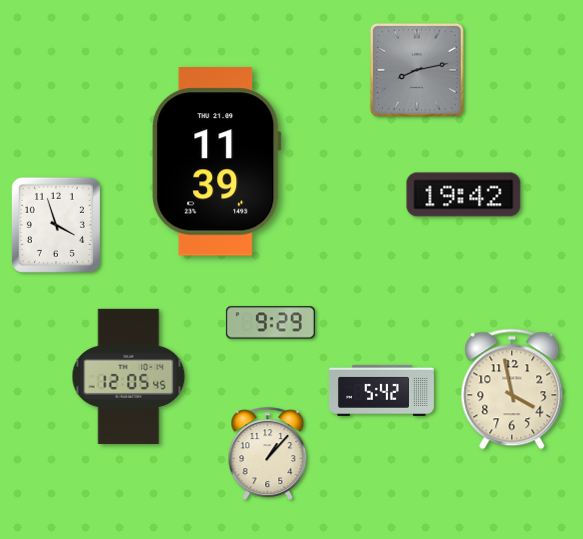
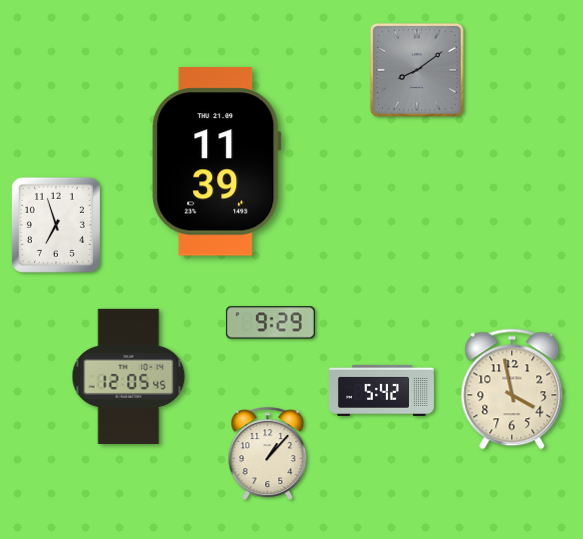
clock at (417, 70): 8:13 -> 8:09
clock at (464, 195): 19:42 -> none
clock at (56, 225): 3:57 -> 6:57
